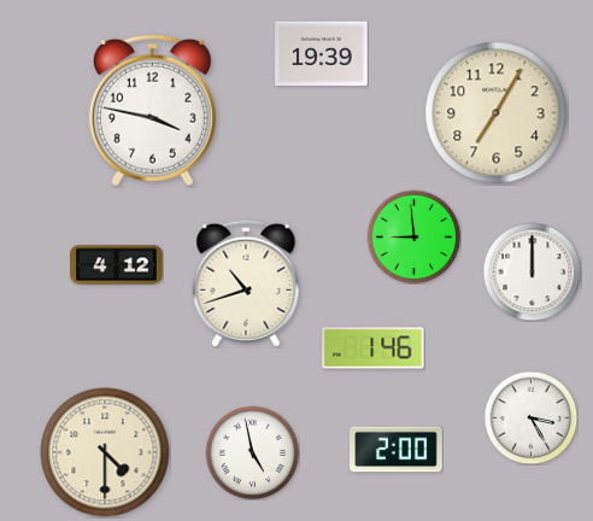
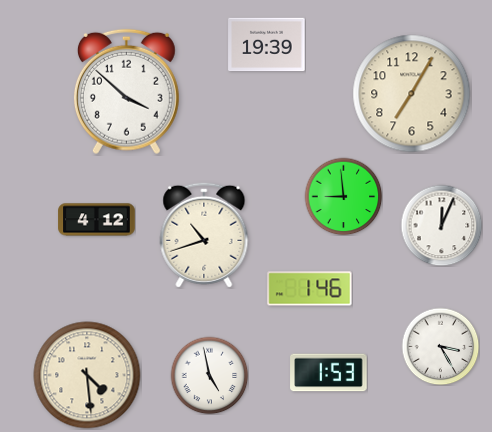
clock at (152, 111): 3:47 -> 3:52
clock at (532, 271): 12:00 -> 12:04
clock at (397, 450): 2:00 -> 1:53
clock at (105, 452): 4:30 -> 4:29
